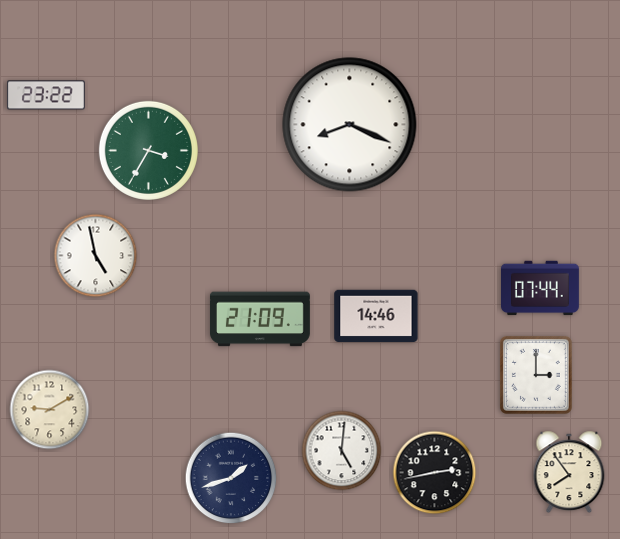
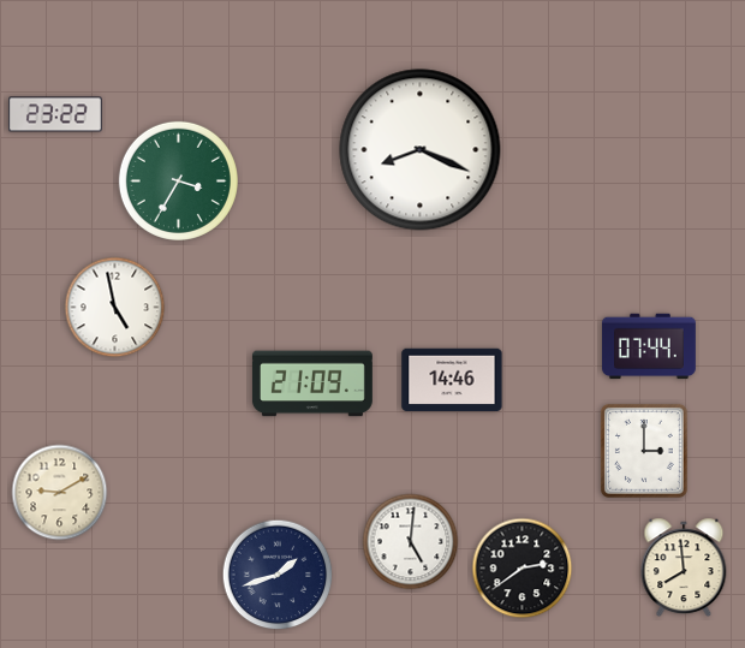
clock at (569, 472): 7:54 -> 7:59
clock at (435, 473): 2:43 -> 2:39
